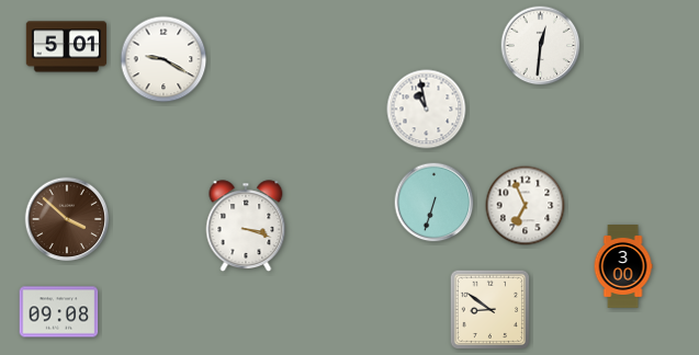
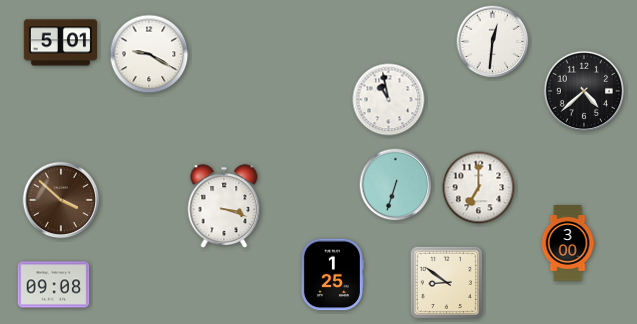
clock at (583, 90): none -> 4:38
clock at (526, 206): 6:56 -> 7:00
clock at (332, 275): none -> 1:25
